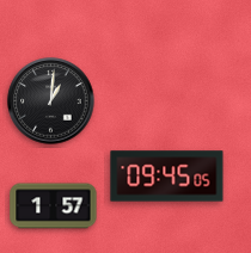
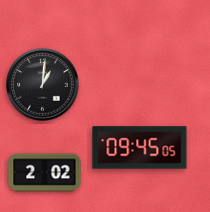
clock at (54, 206): 1:57 -> 2:02
